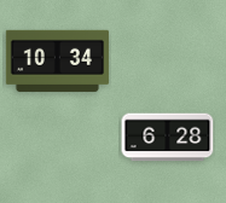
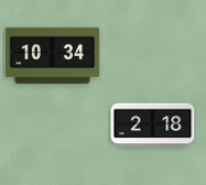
clock at (168, 138): 6:28 -> 2:18
